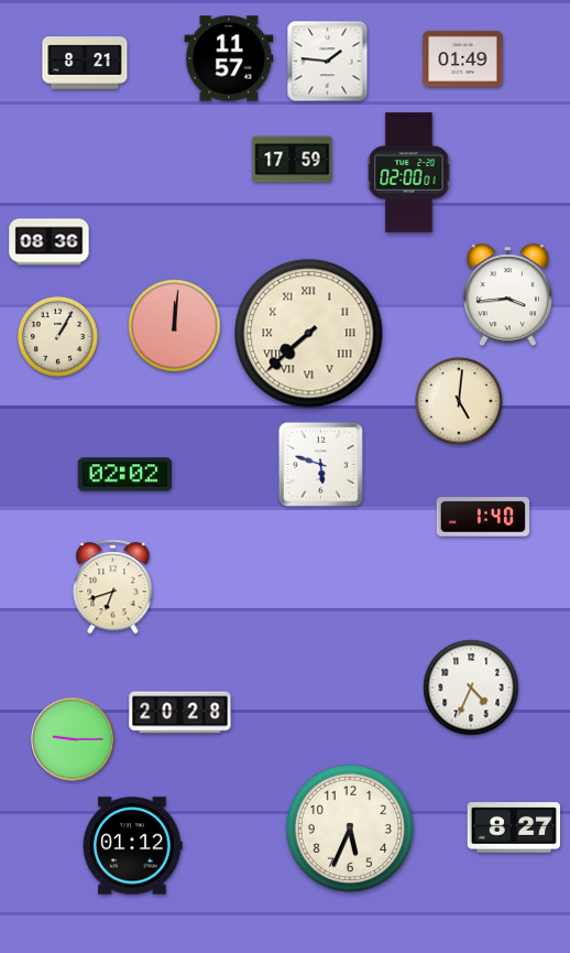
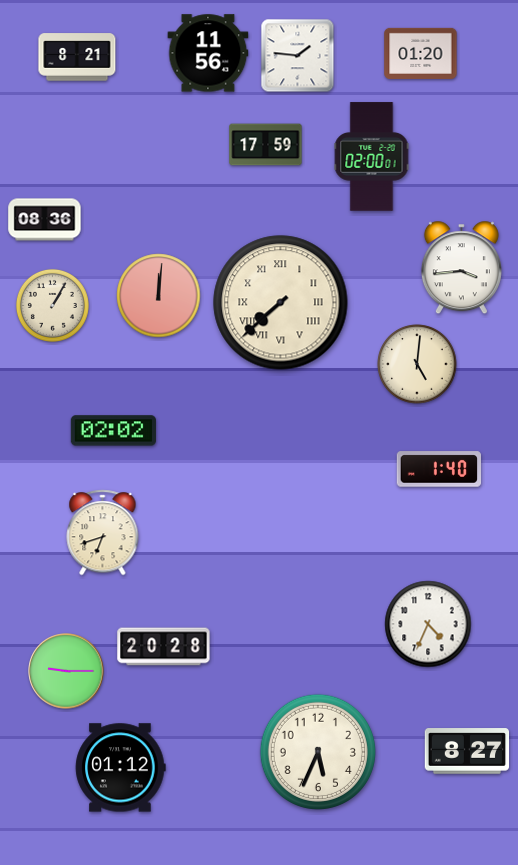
clock at (229, 58): 11:57 -> 11:56
clock at (463, 58): 01:49 -> 01:20
clock at (320, 464): 5:48 -> none
